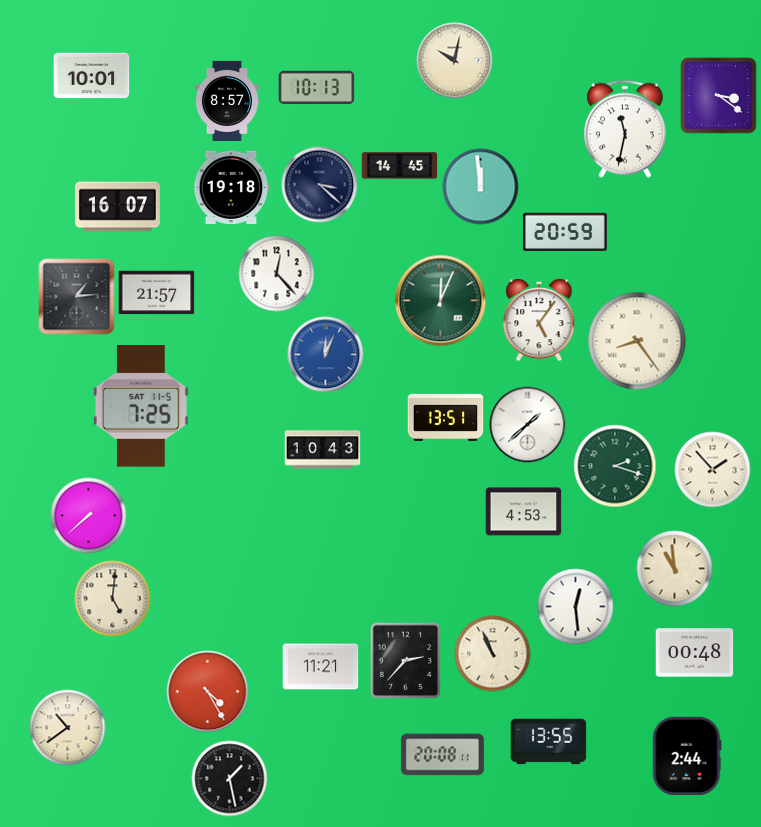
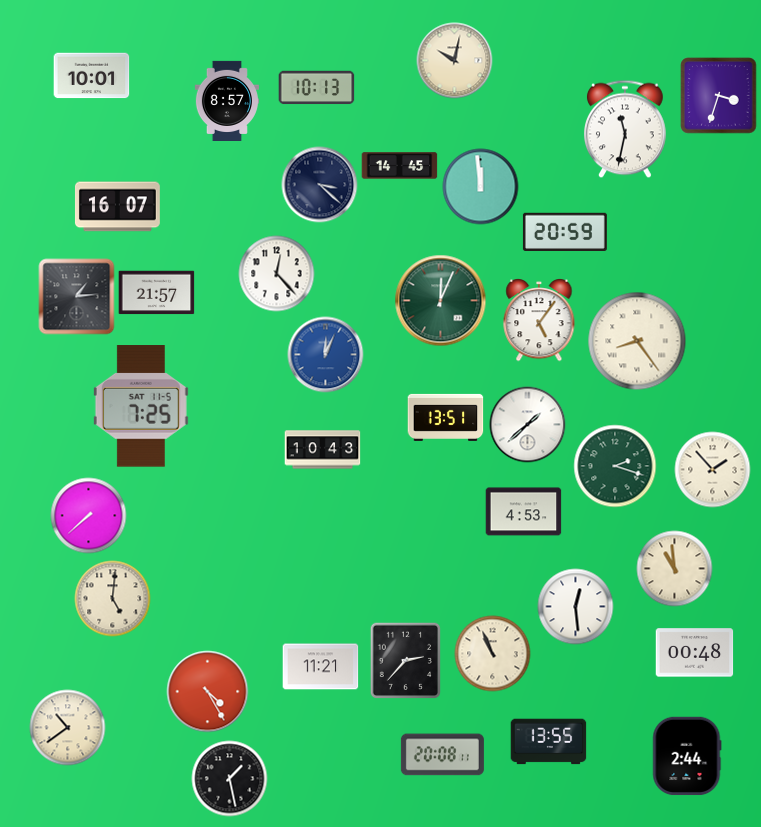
clock at (719, 96): 3:21 -> 3:33
clock at (232, 187): 19:18 -> none
